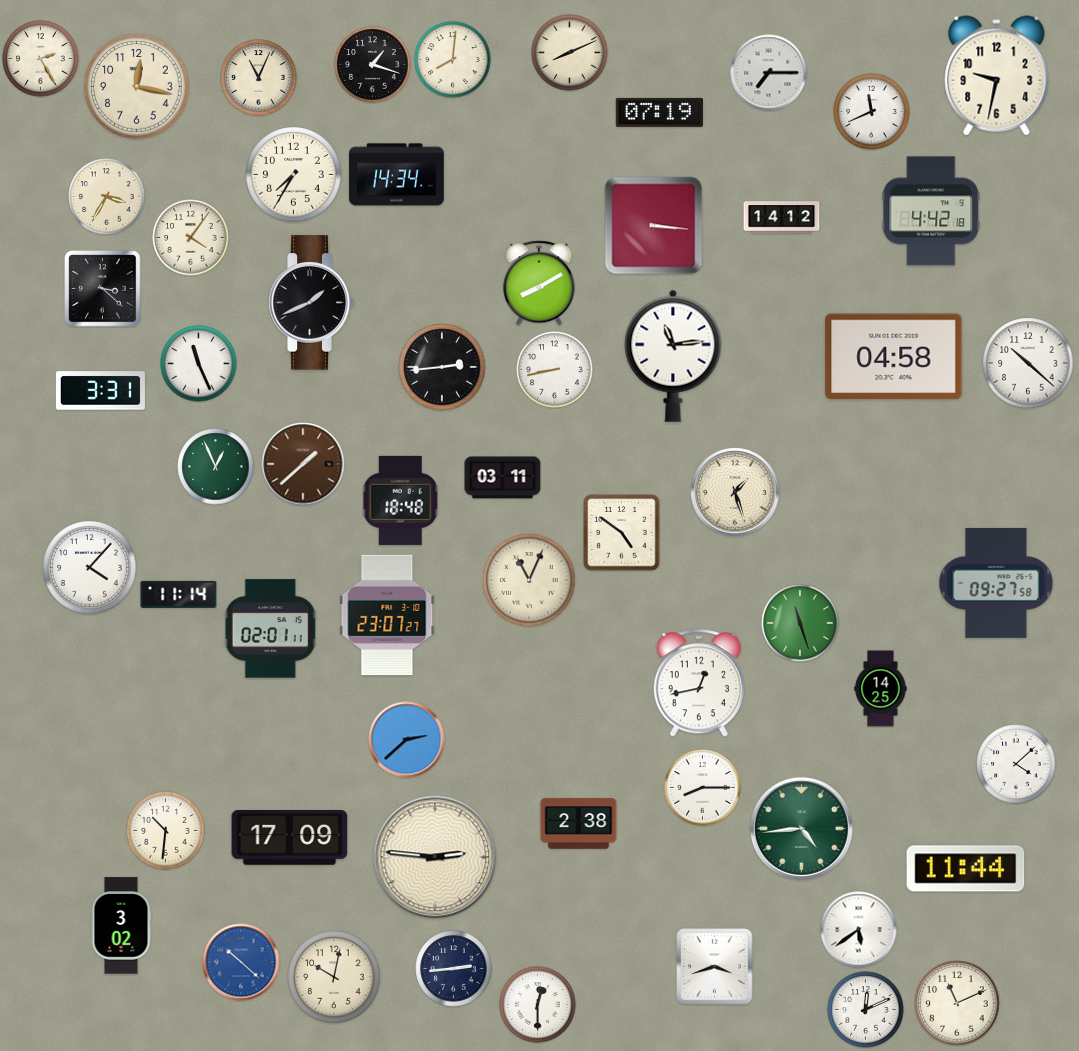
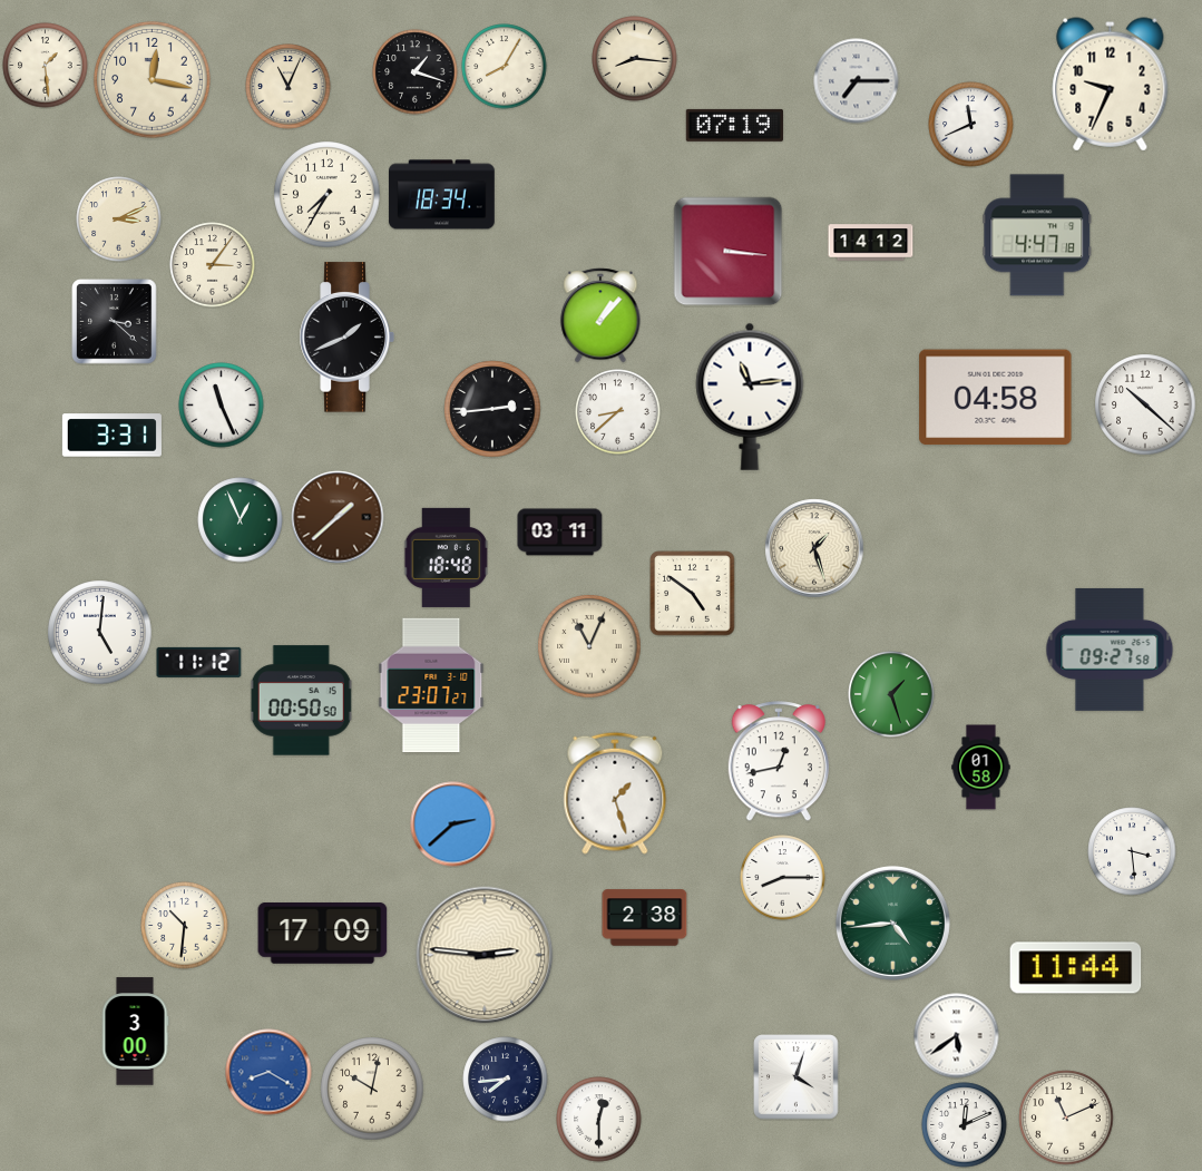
clock at (570, 53): 8:11 -> 8:16
clock at (41, 59): 2:25 -> 1:29
clock at (453, 60): 8:01 -> 8:05
clock at (997, 76): 9:32 -> 9:34
clock at (137, 87) position: (137, 87) -> (153, 80)
clock at (397, 175): 14:34 -> 18:34
clock at (107, 197): 3:35 -> 3:11
clock at (931, 211): 4:42 -> 4:47
clock at (191, 238): 4:06 -> 3:06
clock at (539, 283): 8:10 -> 1:07
clock at (555, 370): 8:43 -> 8:38
clock at (735, 492) position: (735, 492) -> (814, 548)
clock at (90, 568): 4:07 -> 5:01
clock at (179, 594): 11:14 -> 11:12
clock at (800, 623): 11:27 -> 1:27
clock at (271, 629): 02:01 -> 00:50
clock at (881, 689): 14:25 -> 01:58
clock at (615, 793): none -> 1:27
clock at (1016, 764): 4:08 -> 3:29
clock at (121, 926): 3:02 -> 3:00
clock at (241, 962): 10:22 -> 8:20
clock at (715, 967): 3:42 -> 4:03
clock at (454, 969): 2:44 -> 7:44
